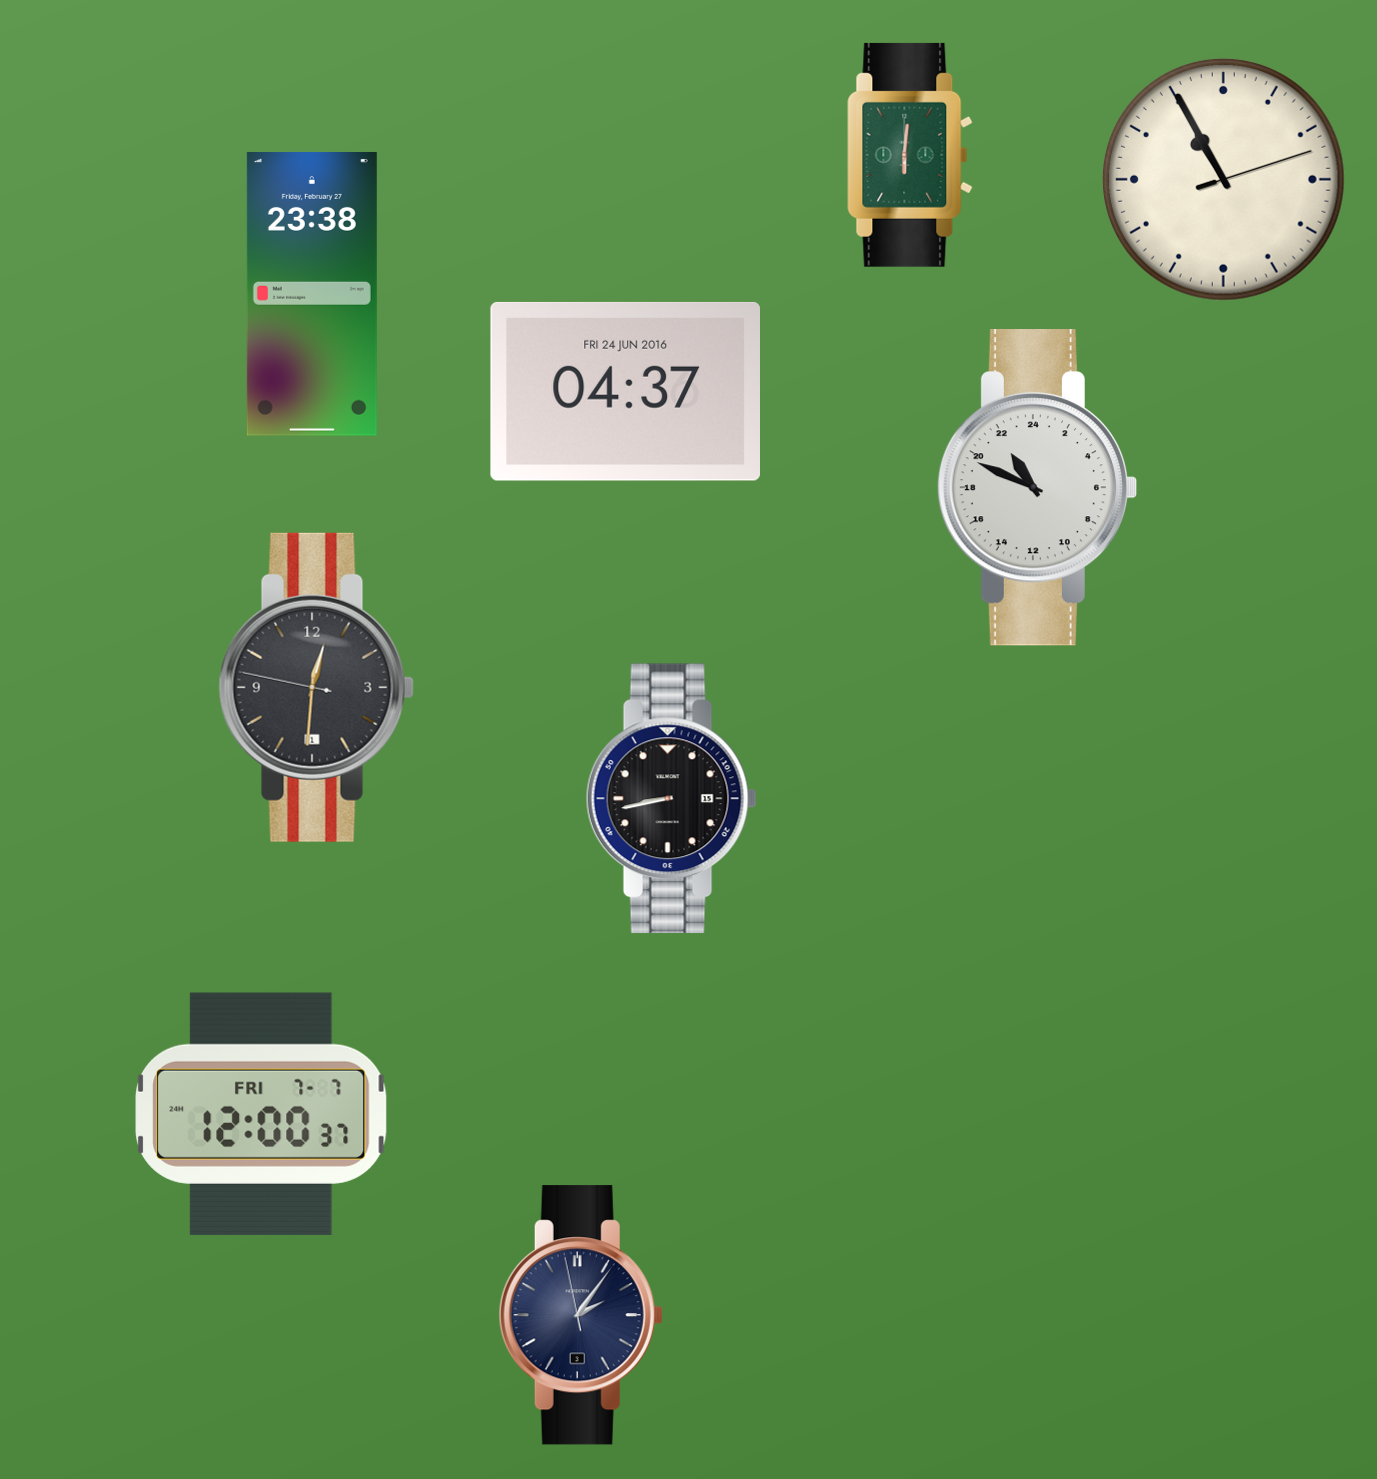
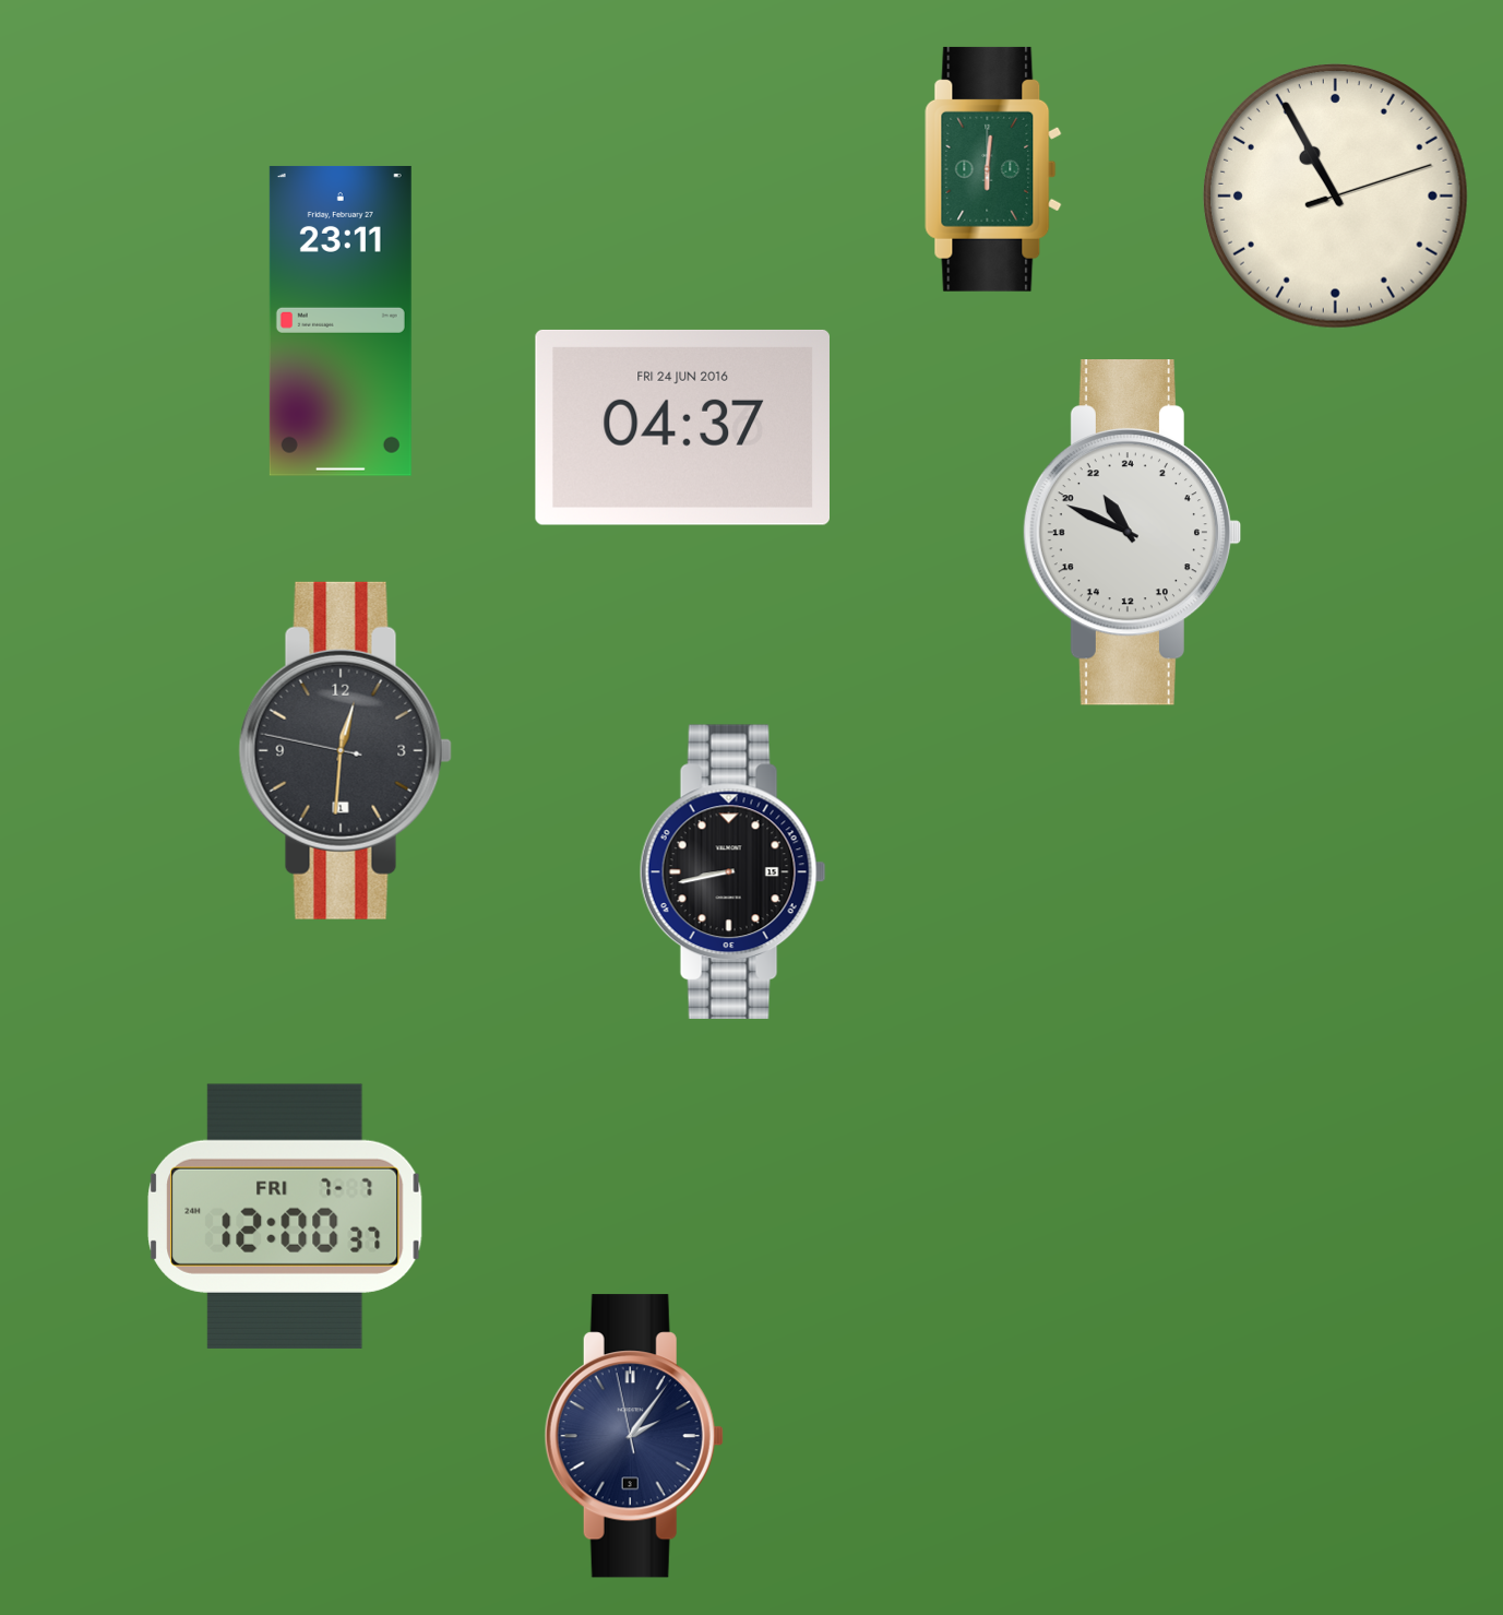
clock at (312, 294): 23:38 -> 23:11
